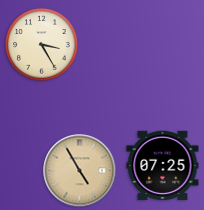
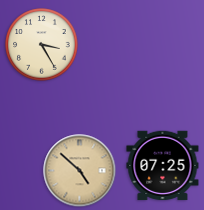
clock at (80, 171): 4:55 -> 4:52
